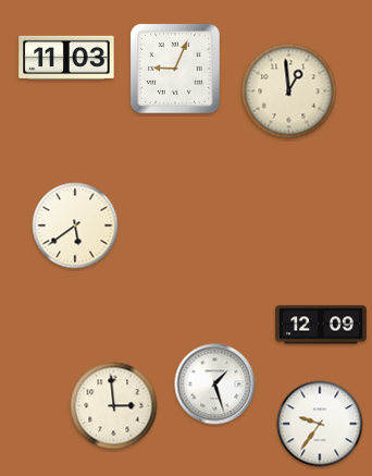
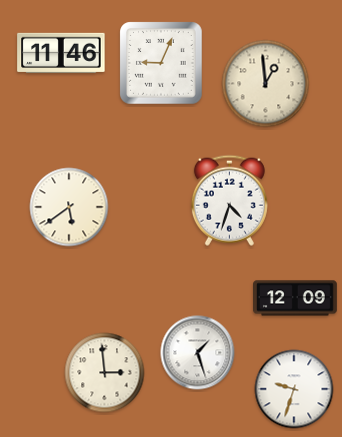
clock at (66, 58): 11:03 -> 11:46
clock at (229, 200): none -> 4:33
clock at (320, 424): 9:36 -> 9:33
